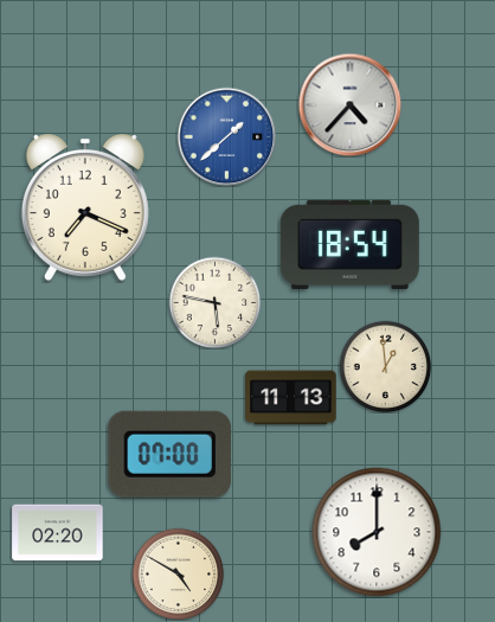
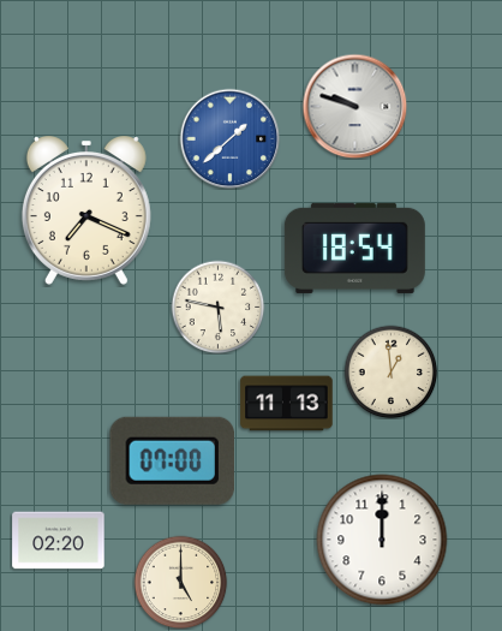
clock at (349, 104): 4:37 -> 9:48
clock at (291, 398) position: (291, 398) -> (287, 404)
clock at (377, 532): 8:00 -> 12:00
clock at (178, 573): 4:50 -> 5:00
